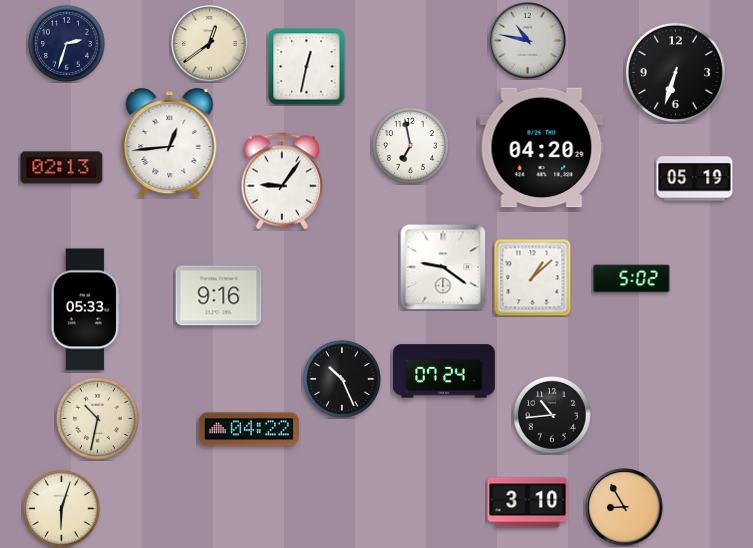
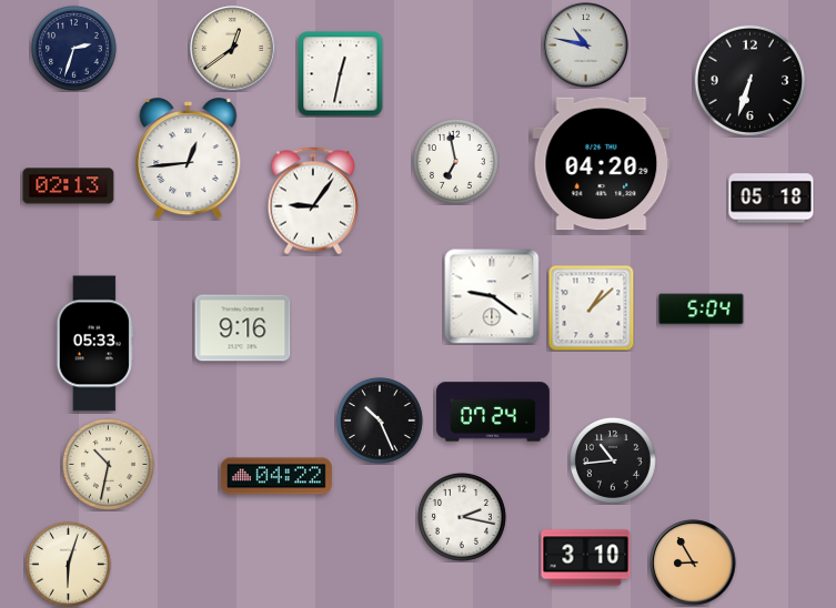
clock at (695, 179): 05:19 -> 05:18
clock at (632, 279): 5:02 -> 5:04
clock at (462, 517): none -> 2:17
